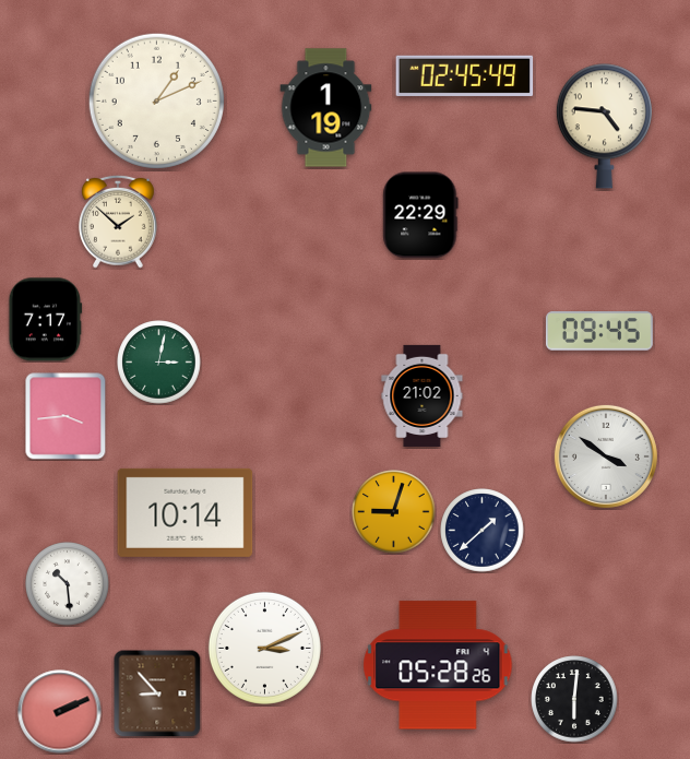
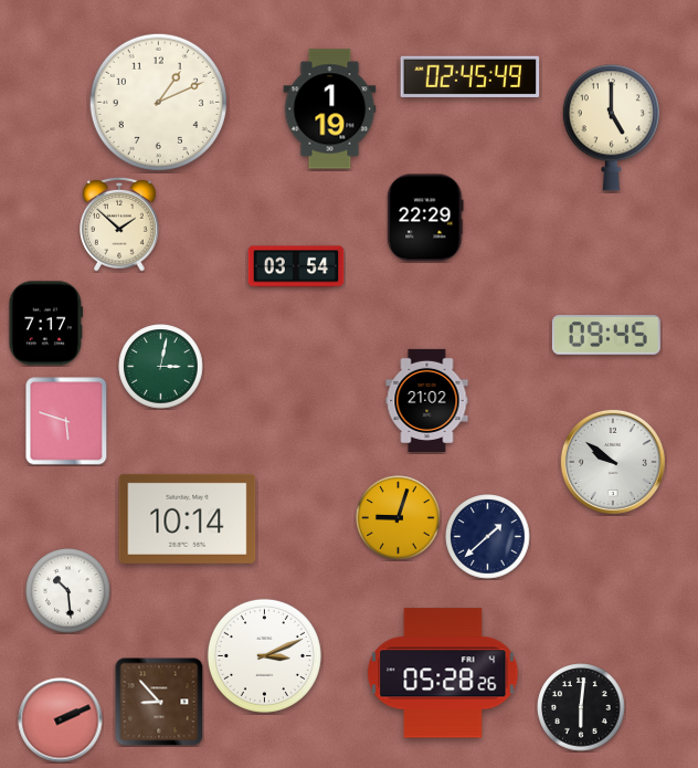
clock at (604, 127): 4:46 -> 5:00
clock at (296, 266): none -> 03:54
clock at (66, 416): 3:44 -> 5:48
clock at (606, 456): 3:51 -> 9:51
clock at (264, 648) position: (264, 648) -> (264, 655)
